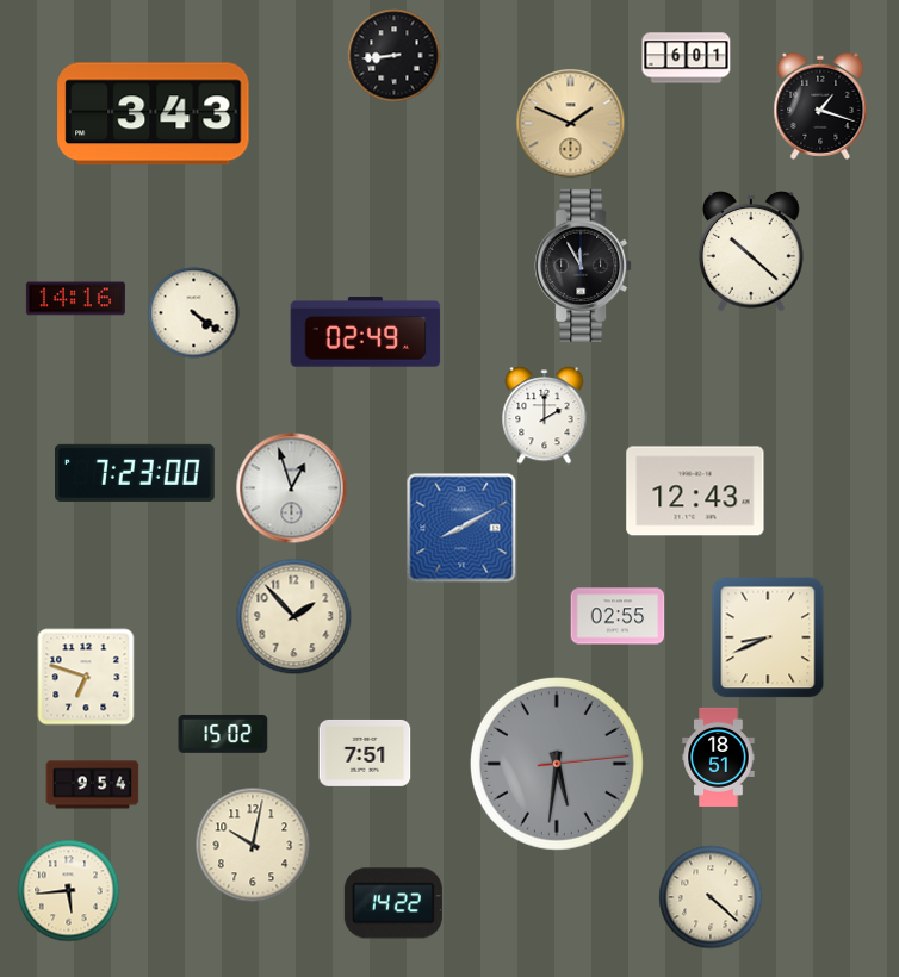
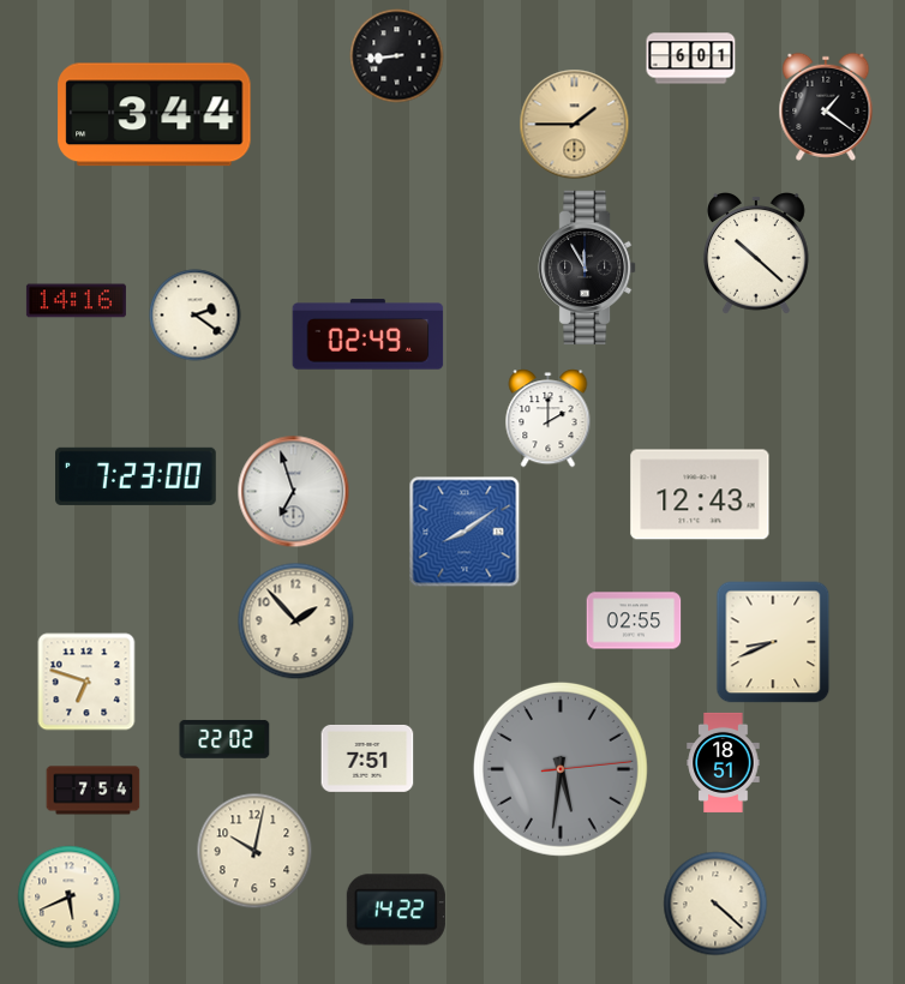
clock at (820, 106): 1:18 -> 1:21
clock at (154, 114): 3:43 -> 3:44
clock at (571, 124): 1:49 -> 1:45
clock at (194, 313): 4:21 -> 2:21
clock at (292, 488): 12:57 -> 6:57
clock at (461, 528): 8:10 -> 8:09
clock at (618, 616) position: (618, 616) -> (634, 620)
clock at (223, 734): 15:02 -> 22:02
clock at (93, 785): 9:54 -> 7:54
clock at (69, 891): 5:44 -> 5:41
